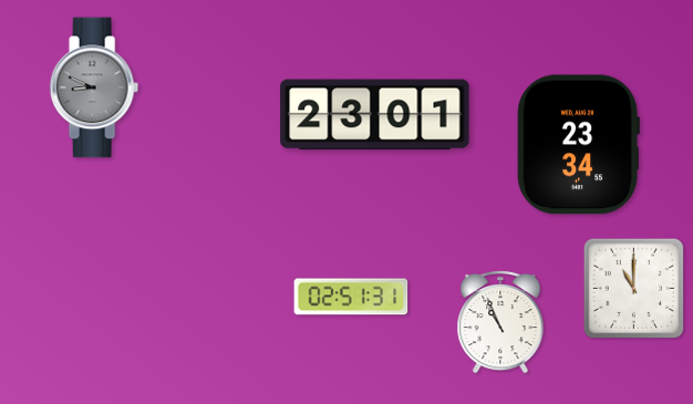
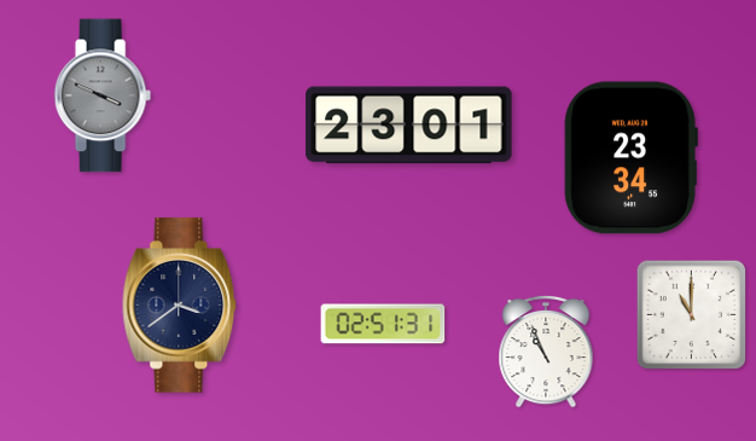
clock at (94, 87): 8:49 -> 3:49
clock at (180, 306): none -> 3:39
